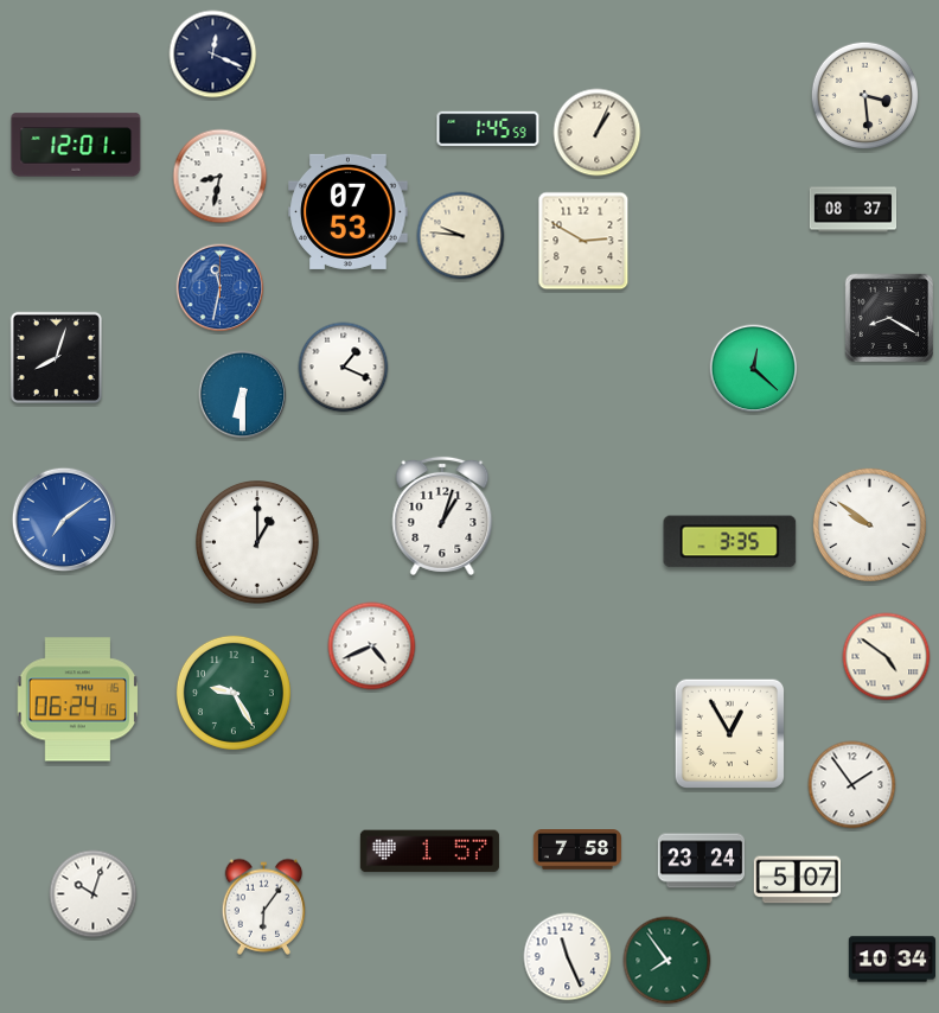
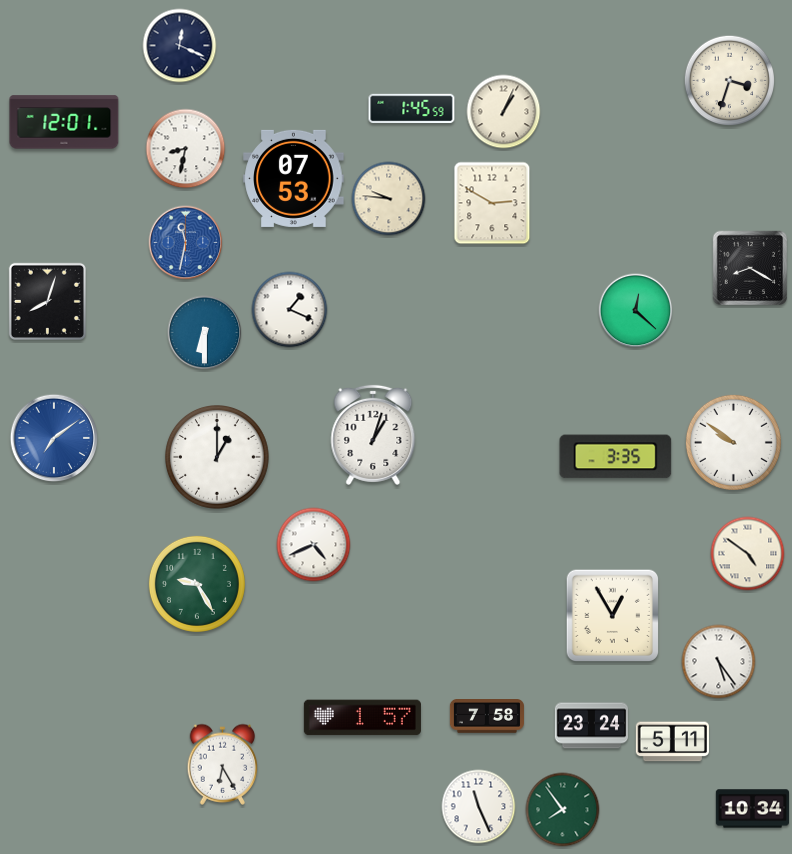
clock at (865, 96): 3:29 -> 3:33
clock at (854, 210): 08:37 -> none
clock at (78, 700): 06:24 -> none
clock at (729, 733) position: (729, 733) -> (612, 615)
clock at (852, 785): 1:54 -> 5:24
clock at (797, 880): 5:07 -> 5:11
clock at (94, 894): 10:03 -> none
clock at (264, 906): 6:06 -> 6:25
